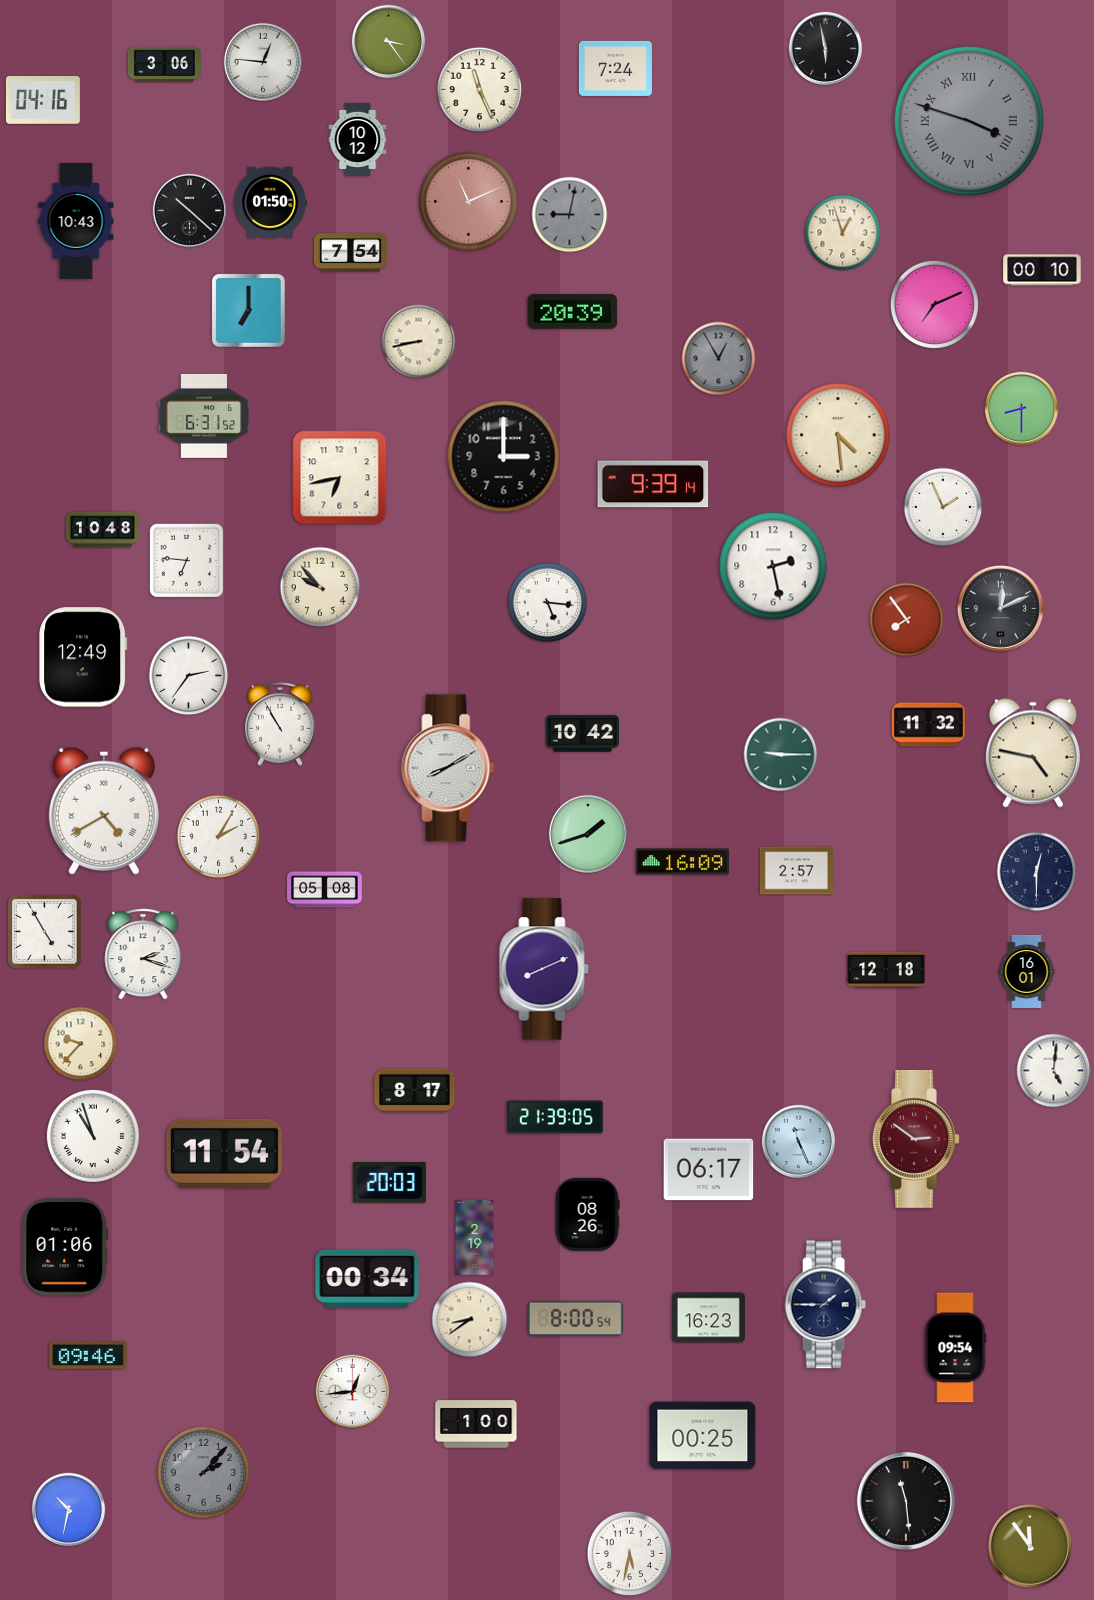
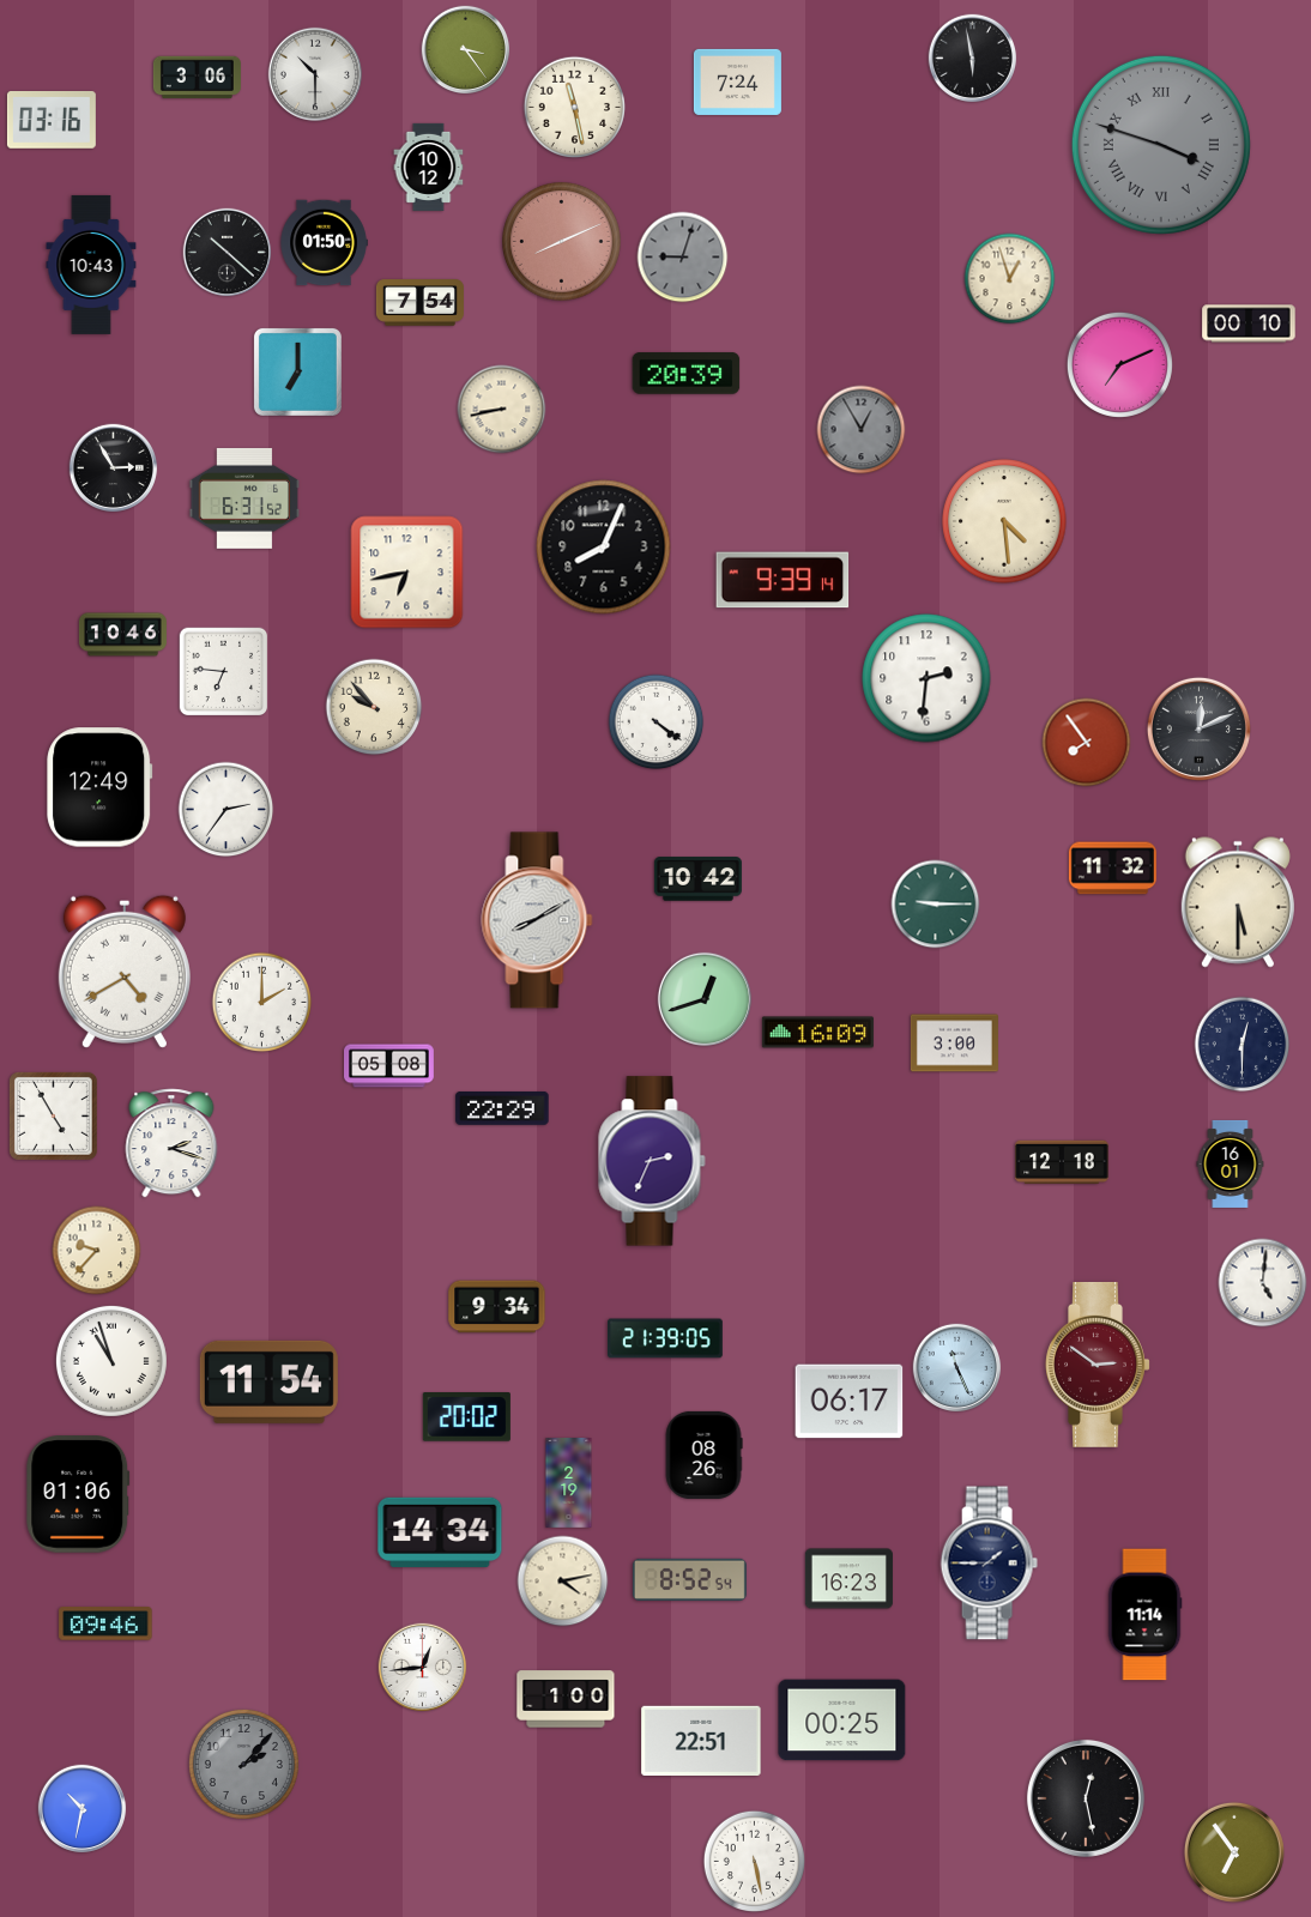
clock at (826, 49) position: (826, 49) -> (973, 59)
clock at (262, 61): 12:46 -> 10:30
clock at (479, 89): 11:26 -> 11:28
clock at (43, 101): 04:16 -> 03:16
clock at (469, 202): 11:11 -> 8:11
clock at (570, 215): 9:02 -> 9:03
clock at (114, 468): none -> 2:55
clock at (1022, 409): 8:30 -> none
clock at (504, 457): 3:00 -> 8:04
clock at (943, 507): 1:56 -> none
clock at (102, 530): 10:48 -> 10:46
clock at (773, 566): 2:28 -> 2:31
clock at (320, 587) position: (320, 587) -> (374, 707)
clock at (548, 603): 5:16 -> 4:21
clock at (280, 724): 10:55 -> none
clock at (1033, 753): 4:47 -> 5:30
clock at (587, 833): 1:42 -> 12:42
clock at (219, 837): 2:05 -> 2:00
clock at (796, 871): 2:57 -> 3:00
clock at (502, 1108): none -> 22:29
clock at (544, 969): 8:11 -> 2:34
clock at (415, 1091): 8:17 -> 9:34
clock at (389, 1183): 20:03 -> 20:02
clock at (367, 1279): 00:34 -> 14:34
clock at (575, 1318): 8:00 -> 8:52
clock at (470, 1320): 8:39 -> 4:13
clock at (955, 1348): 09:54 -> 11:14
clock at (476, 1424) position: (476, 1424) -> (566, 1699)
clock at (701, 1740): none -> 22:51
clock at (906, 1501): 11:29 -> 12:28
clock at (1030, 1546): 11:54 -> 6:54
clock at (629, 1553): 5:32 -> 5:28
